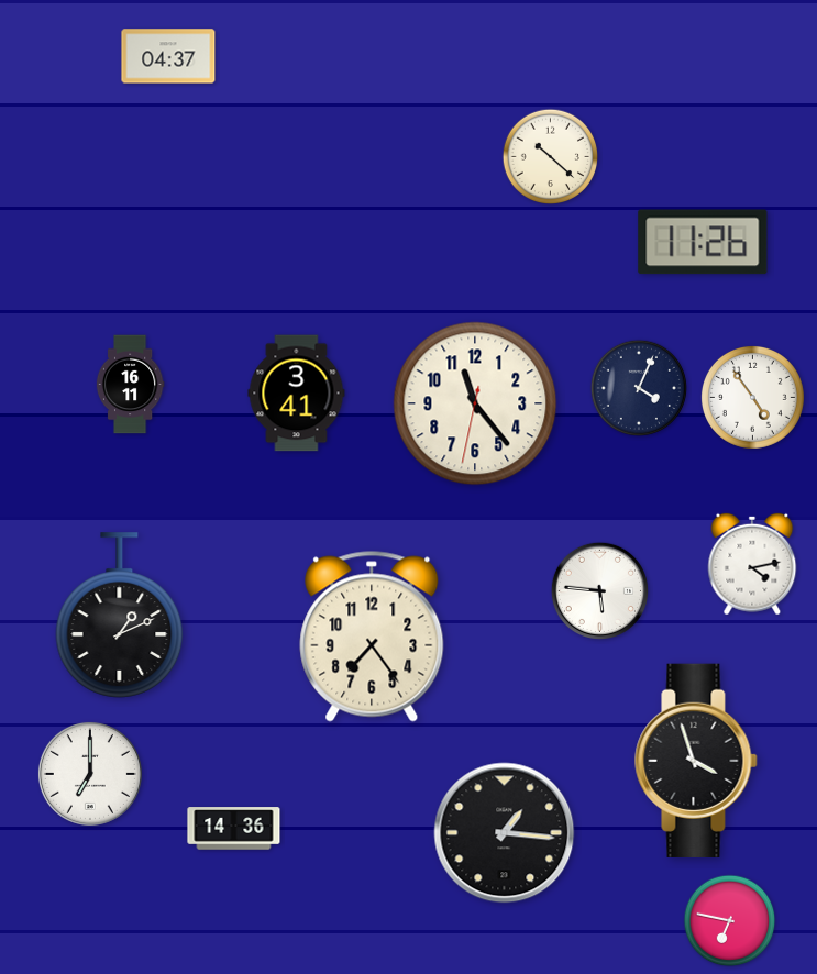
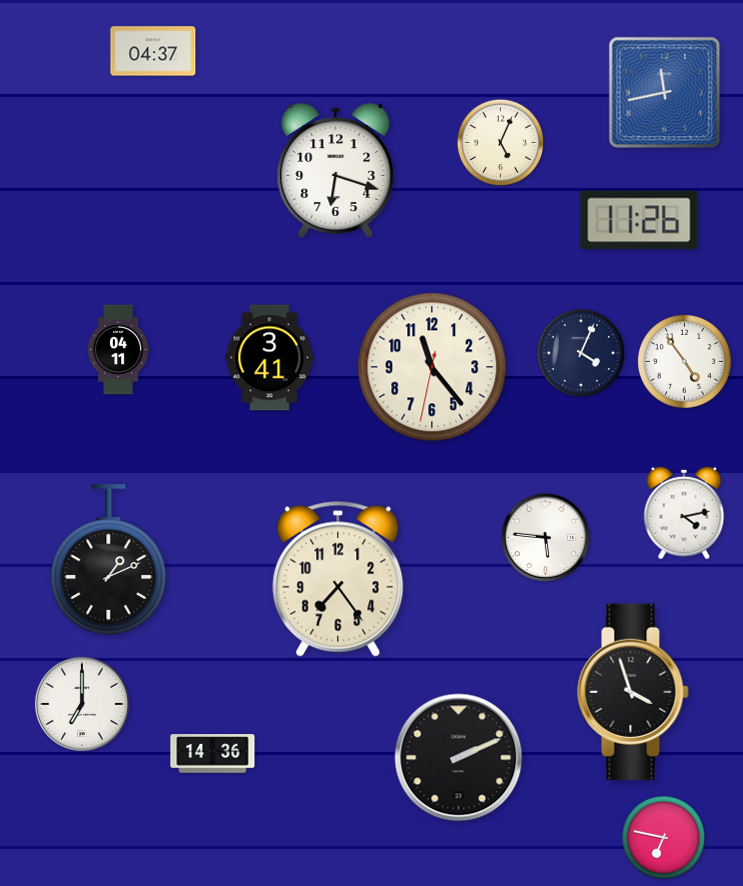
clock at (665, 93): none -> 11:43
clock at (551, 157): 10:22 -> 5:04
clock at (336, 171): none -> 6:18
clock at (130, 385): 16:11 -> 04:11
clock at (505, 833): 1:16 -> 2:11
